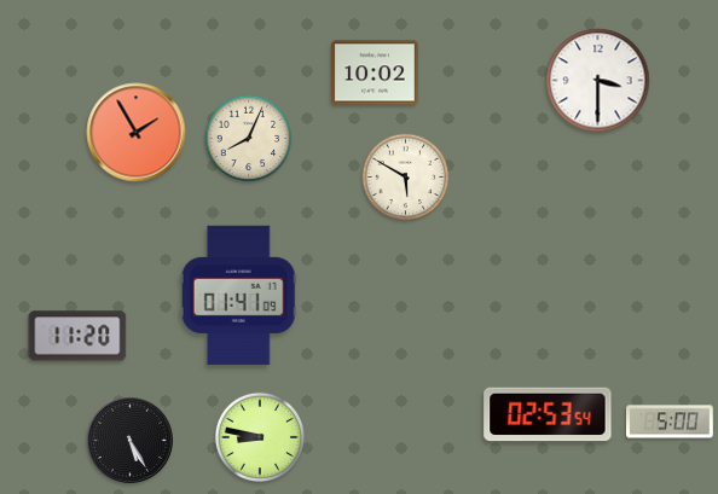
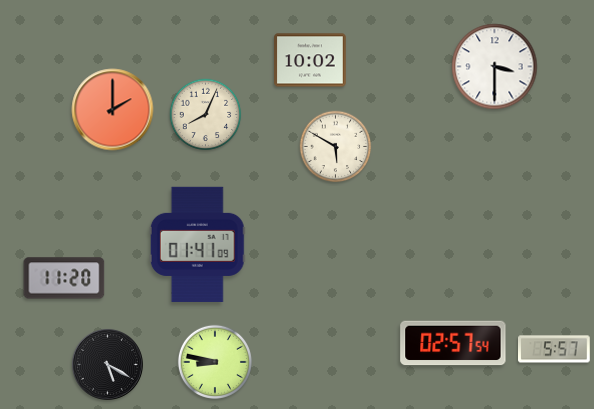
clock at (137, 133): 1:55 -> 2:00
clock at (548, 414): 02:53 -> 02:57
clock at (671, 422): 5:00 -> 5:57
clock at (129, 440): 5:25 -> 5:20
